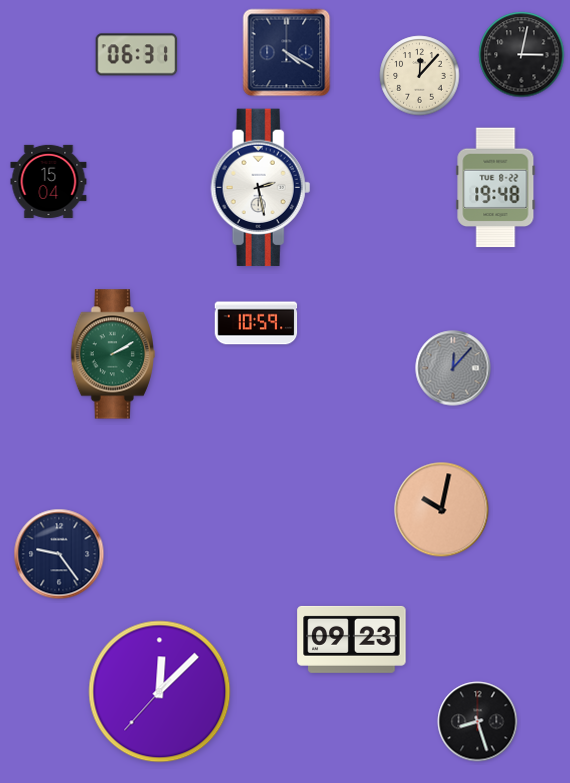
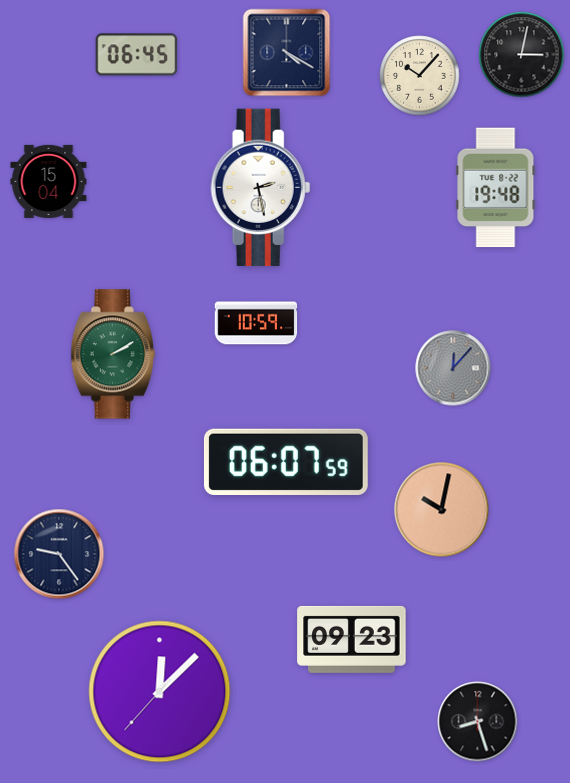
clock at (137, 55): 06:31 -> 06:45
clock at (420, 76): 12:07 -> 10:07
clock at (286, 461): none -> 06:07
